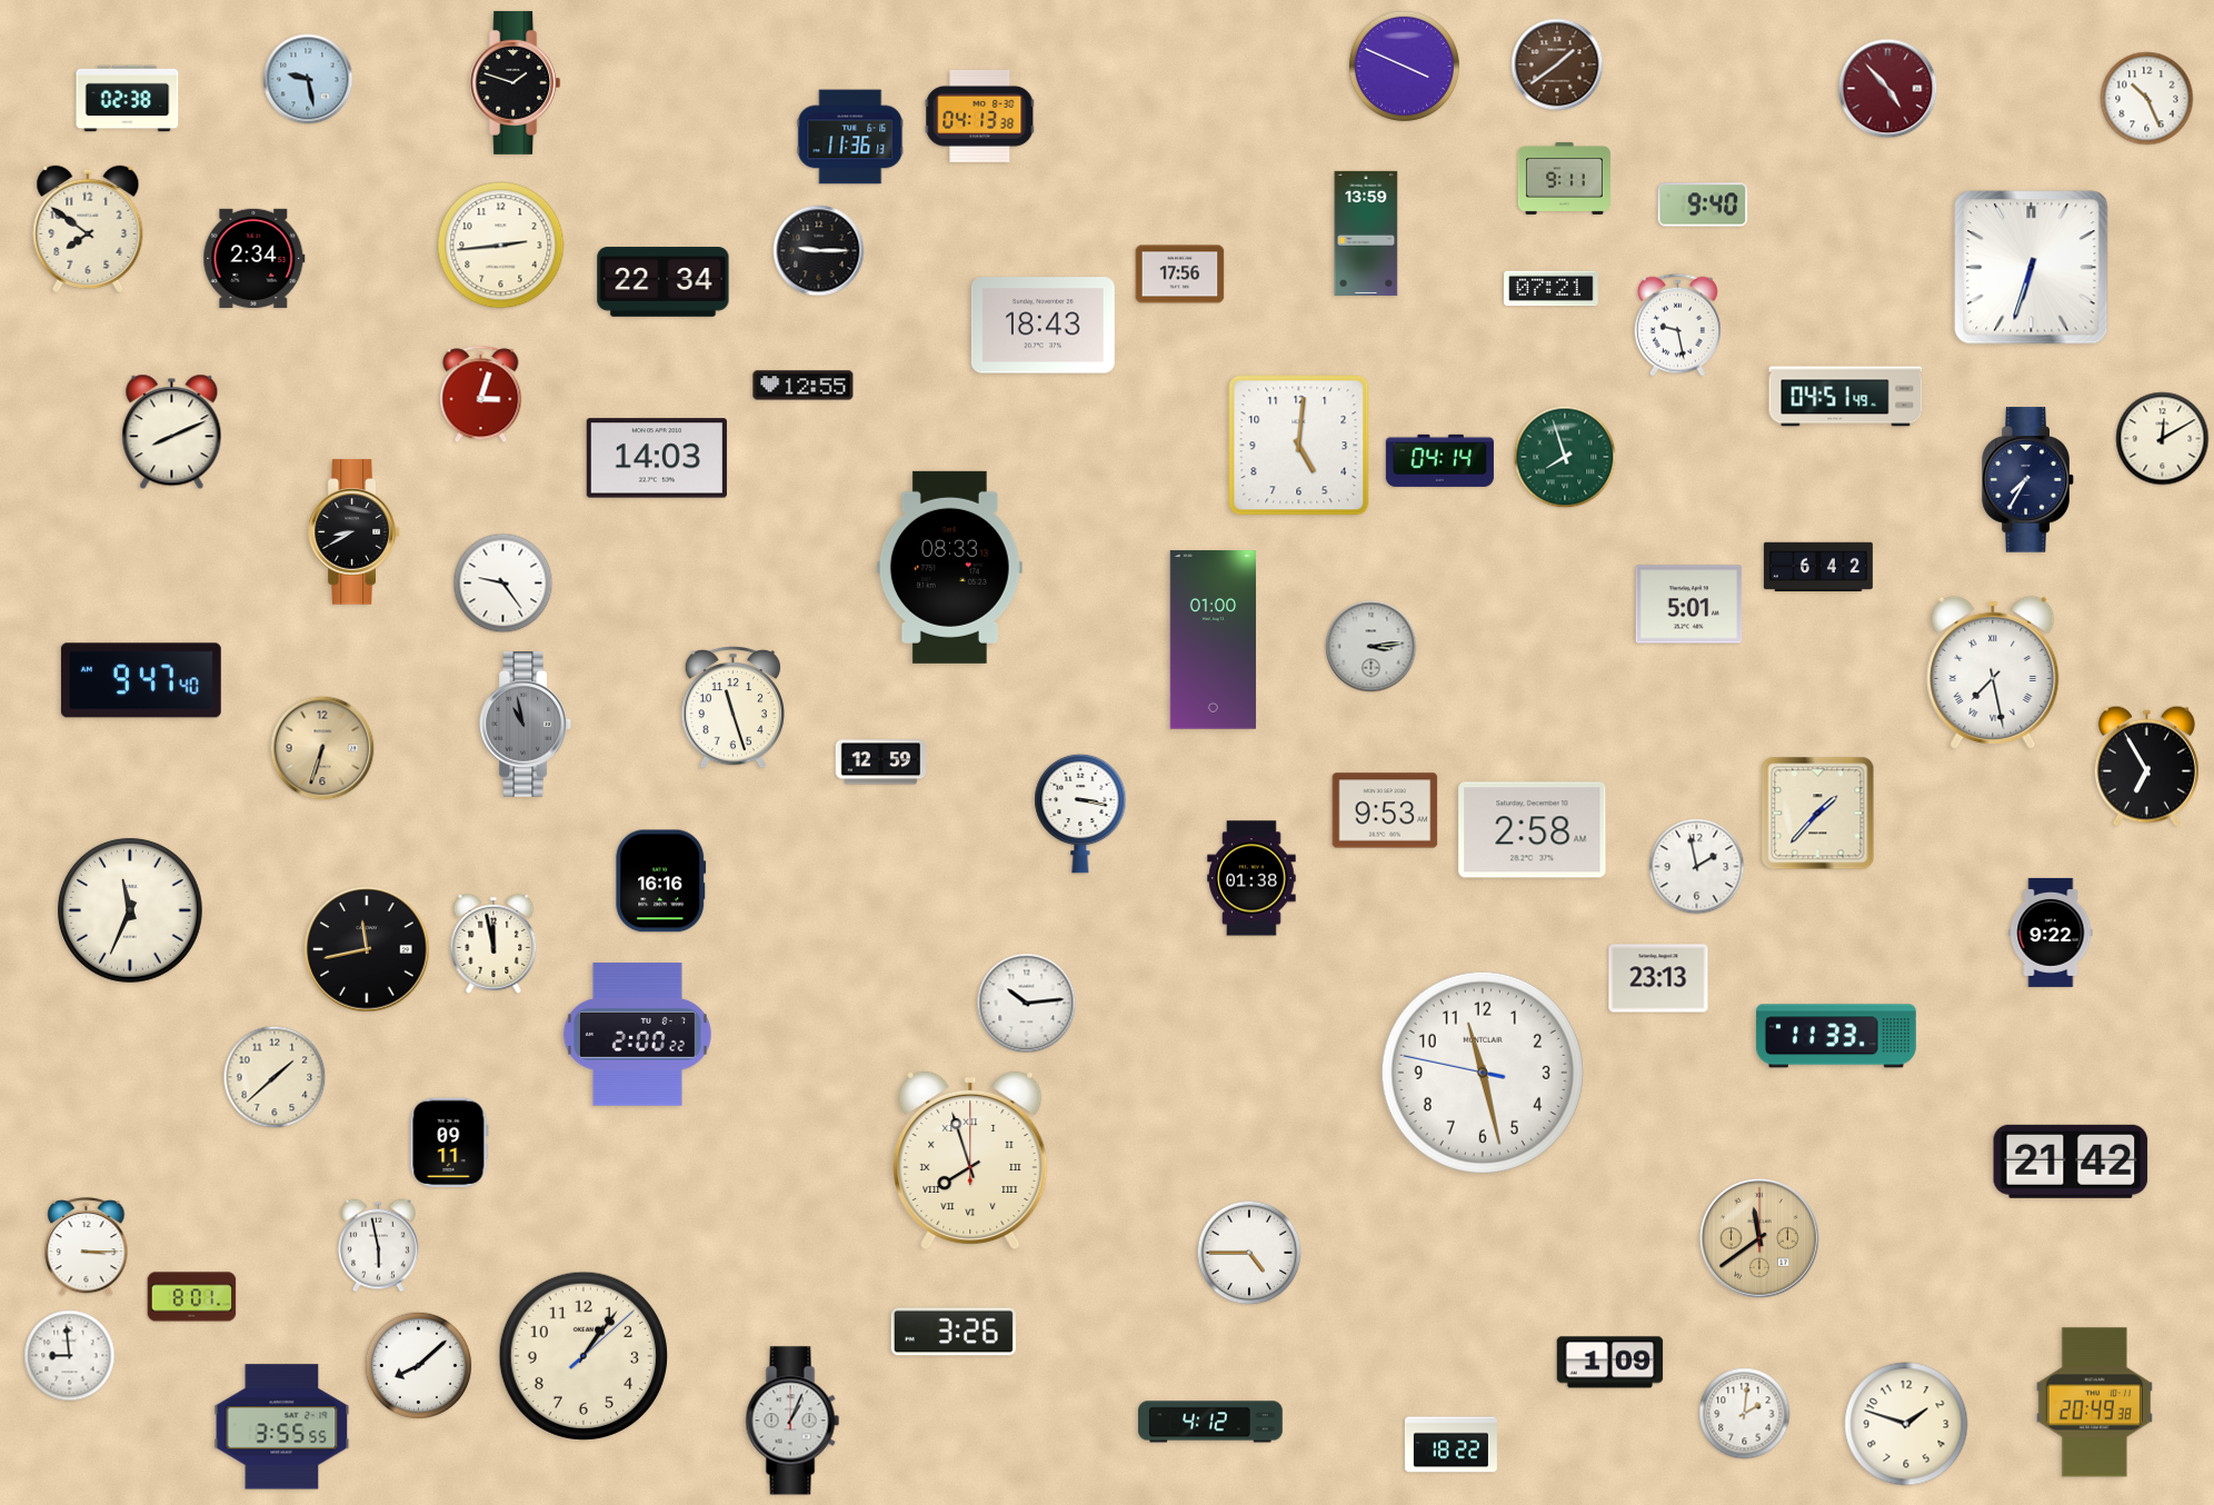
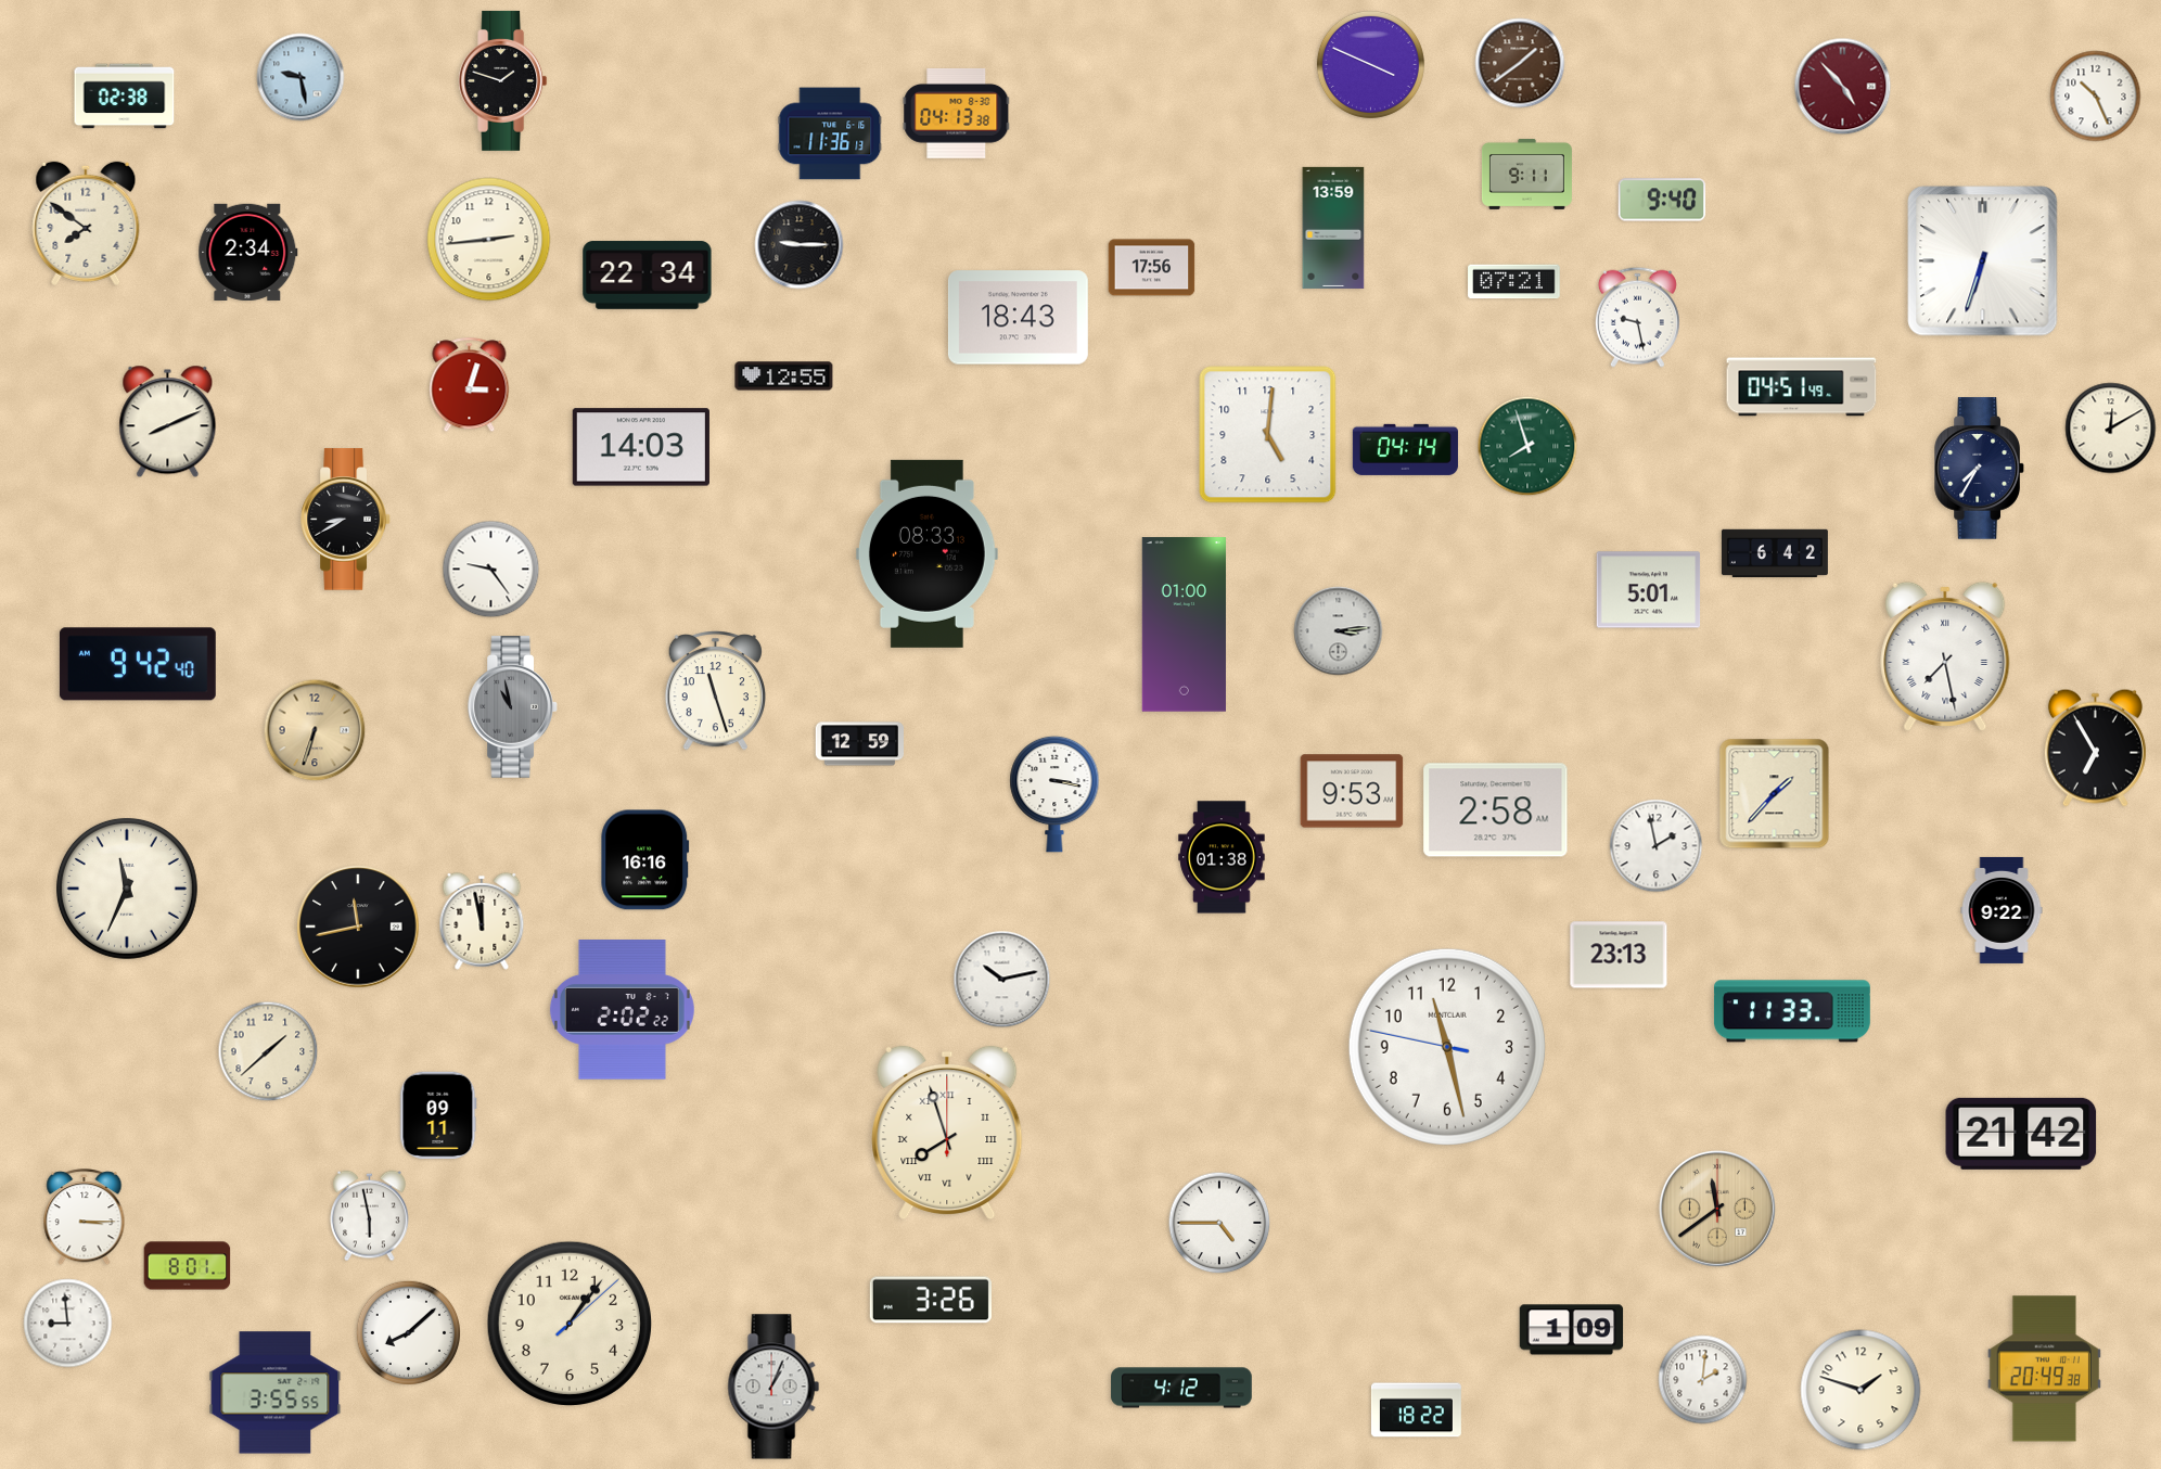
clock at (141, 680): 9:47 -> 9:42
clock at (1027, 1004): 10:14 -> 10:13
clock at (637, 1035): 2:00 -> 2:02
